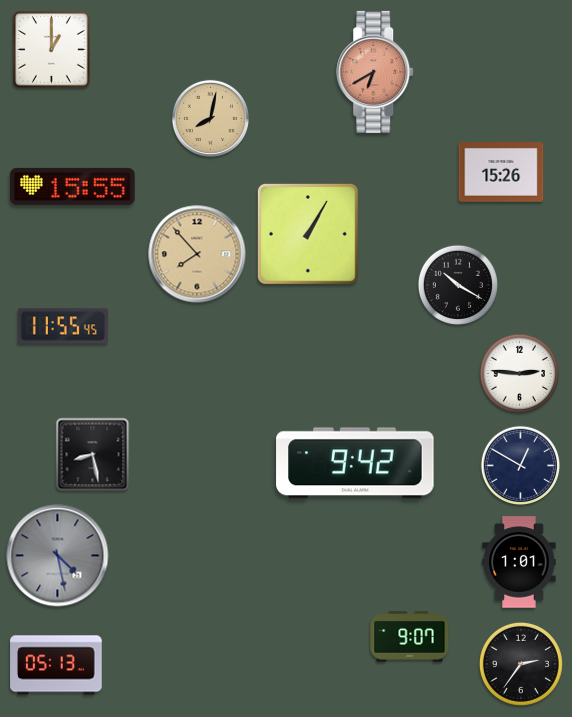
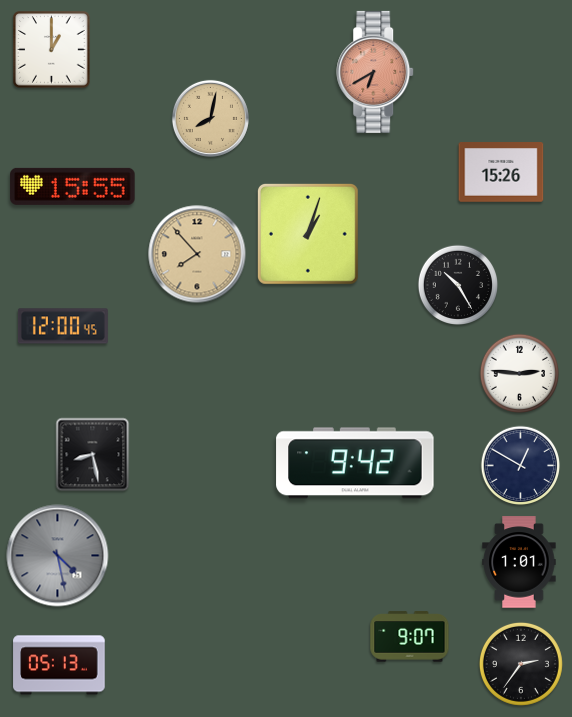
clock at (308, 234): 1:05 -> 1:03
clock at (457, 284): 10:20 -> 10:25
clock at (63, 326): 11:55 -> 12:00
clock at (56, 665) position: (56, 665) -> (59, 665)
